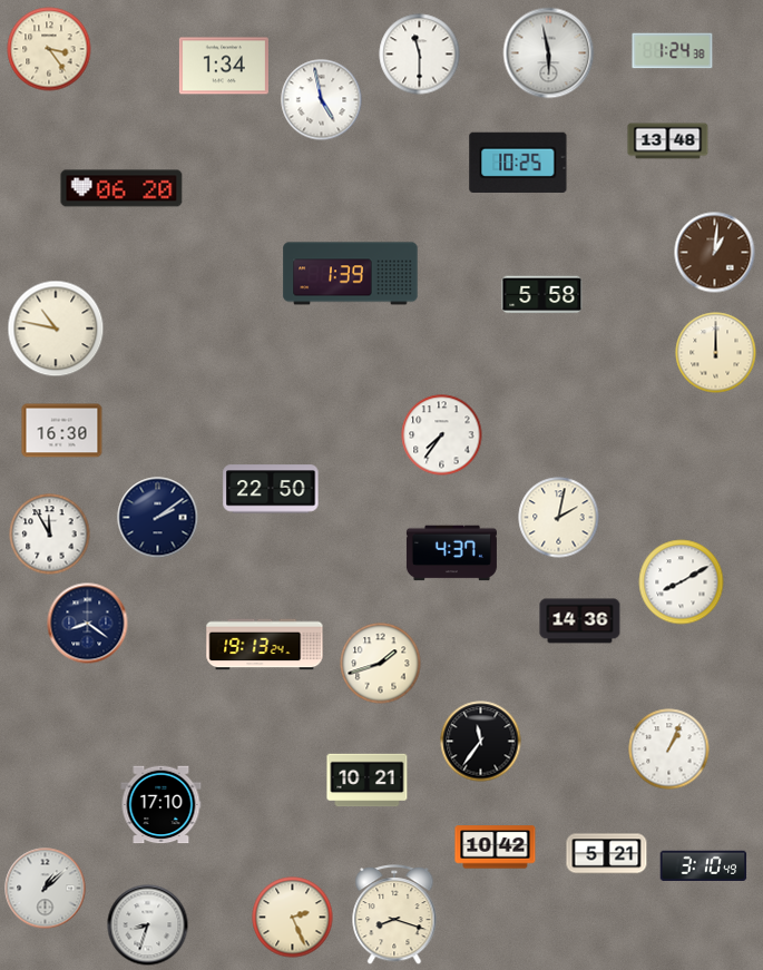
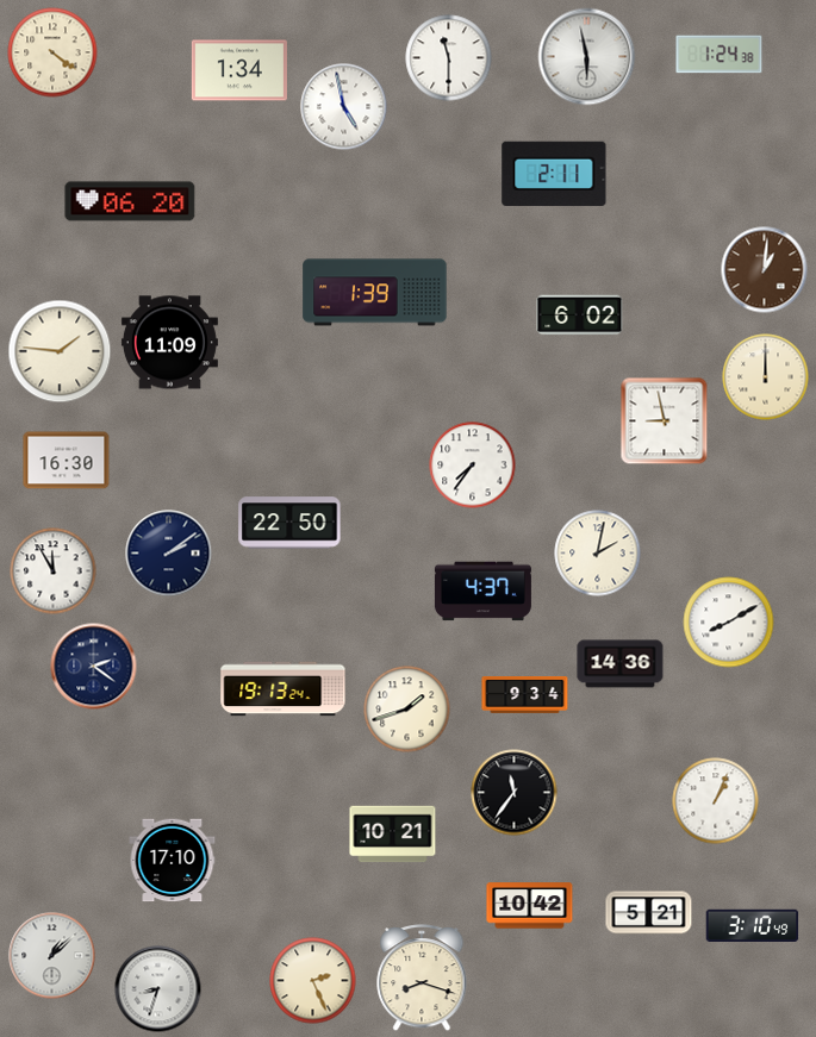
clock at (49, 49): 3:24 -> 4:21
clock at (668, 141): 13:48 -> none
clock at (518, 163): 10:25 -> 2:11
clock at (542, 295): 5:58 -> 6:02
clock at (169, 343): none -> 11:09
clock at (56, 329): 10:47 -> 1:46
clock at (665, 421): none -> 8:58
clock at (88, 624): 8:21 -> 2:21
clock at (525, 695): none -> 9:34
clock at (46, 889) position: (46, 889) -> (52, 956)
